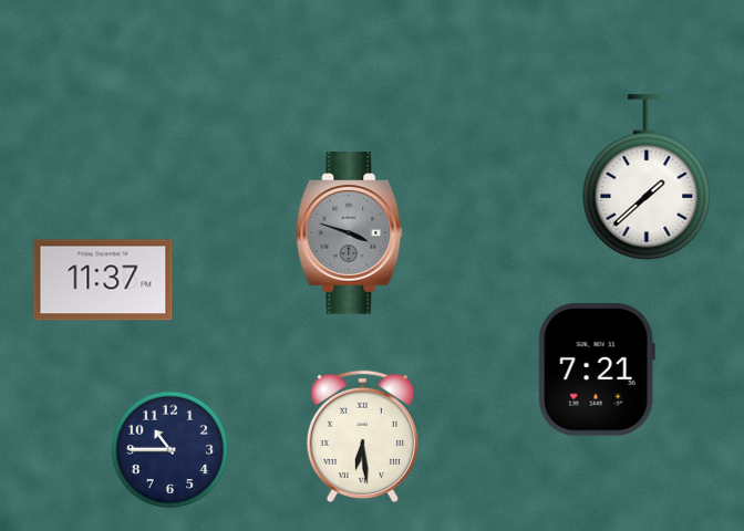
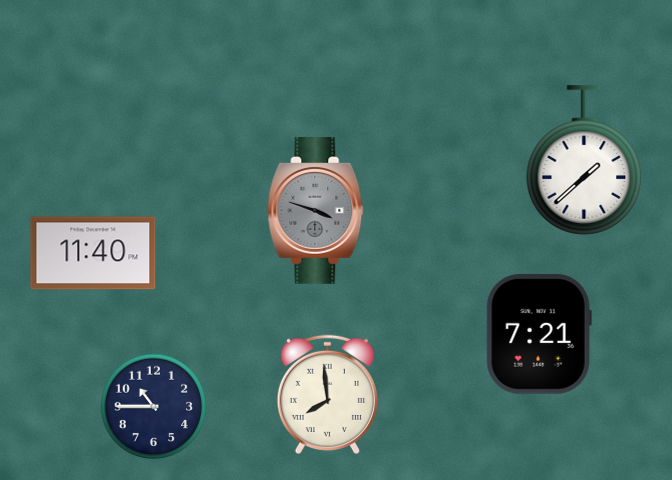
clock at (103, 280): 11:37 -> 11:40
clock at (362, 437): 6:29 -> 7:59
